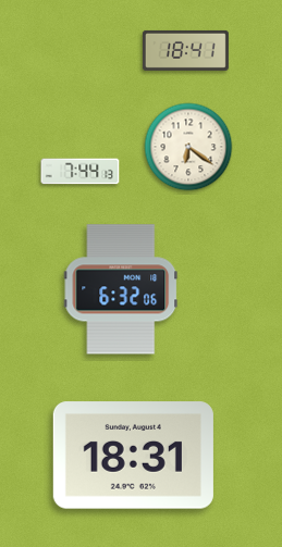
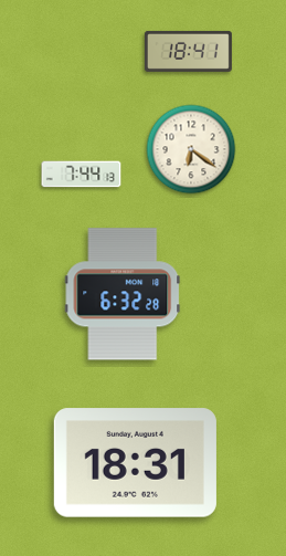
clock at (121, 289): 6:32:06 -> 6:32:28
